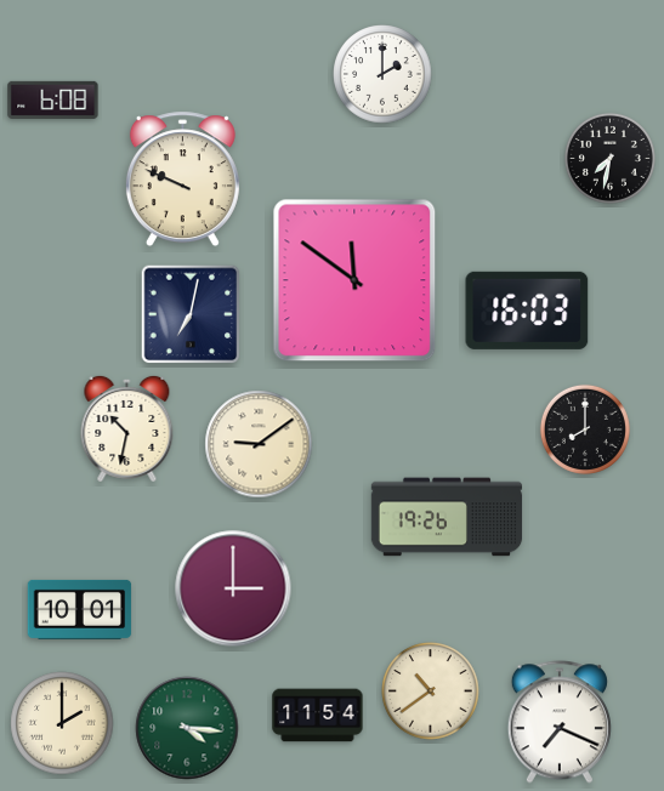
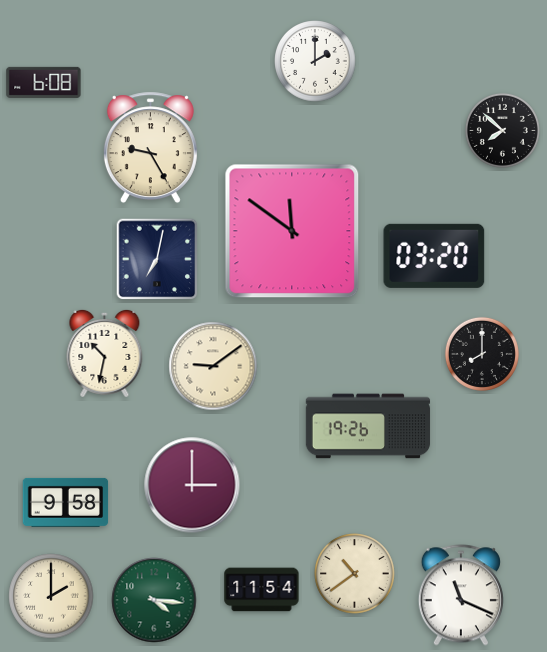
clock at (609, 158): 7:32 -> 7:52
clock at (182, 180): 9:49 -> 9:25
clock at (527, 311): 16:03 -> 03:20
clock at (80, 609): 10:01 -> 9:58
clock at (431, 692) position: (431, 692) -> (355, 574)
clock at (560, 722): 7:19 -> 11:19
